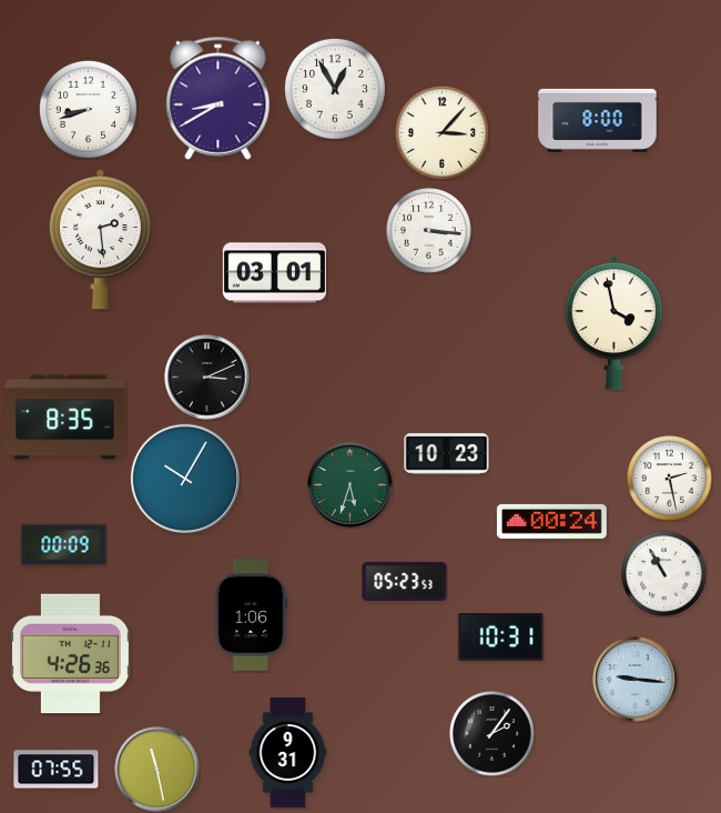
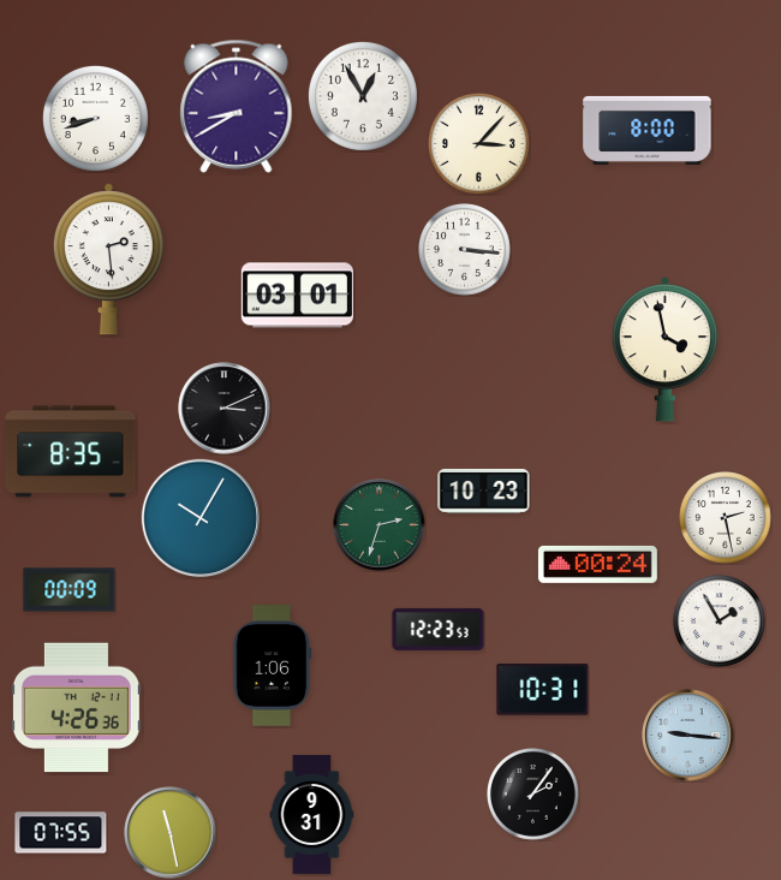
clock at (351, 485): 5:33 -> 2:33
clock at (664, 574): 10:55 -> 1:55
clock at (405, 581): 05:23 -> 12:23
